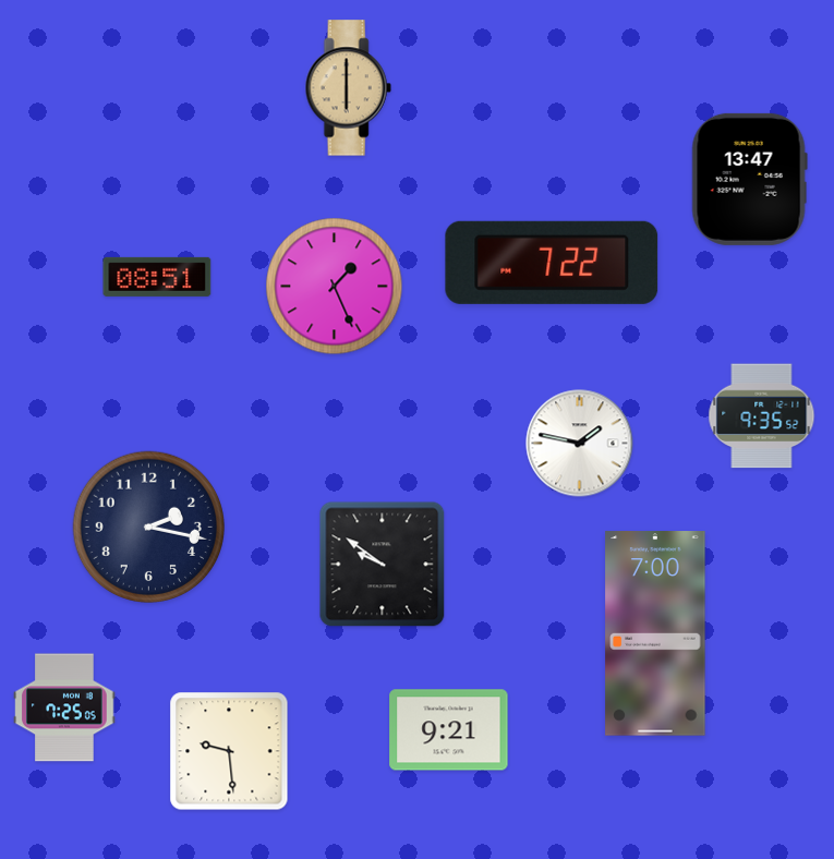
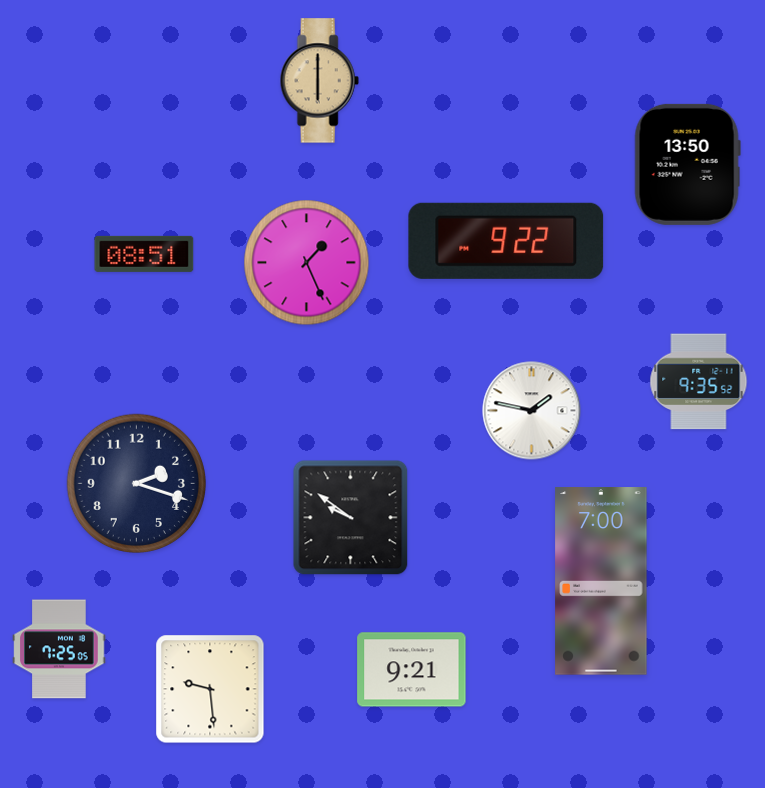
clock at (749, 179): 13:47 -> 13:50
clock at (552, 263): 7:22 -> 9:22
clock at (580, 444) position: (580, 444) -> (532, 411)
clock at (149, 528): 2:17 -> 2:18
